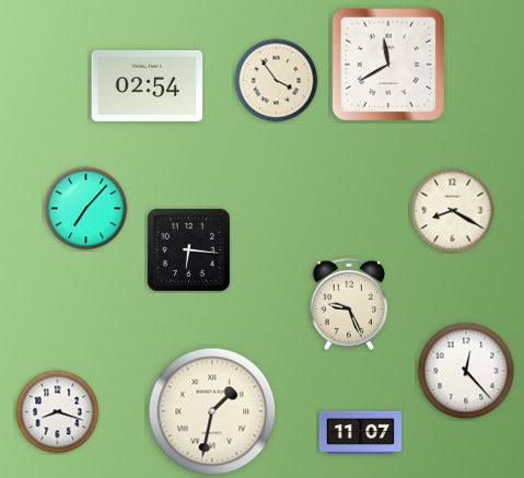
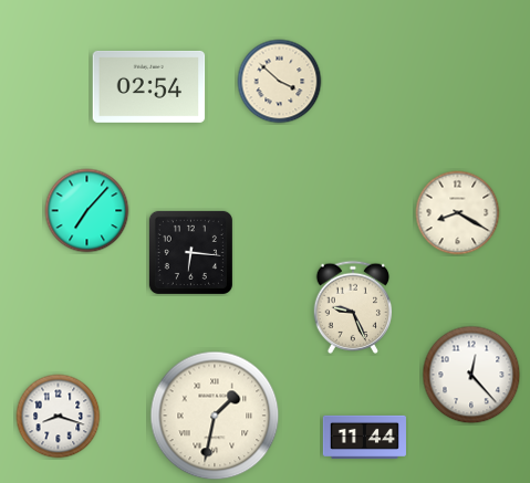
clock at (387, 63): 11:40 -> none
clock at (277, 81): 3:54 -> 3:52
clock at (360, 432): 11:07 -> 11:44
